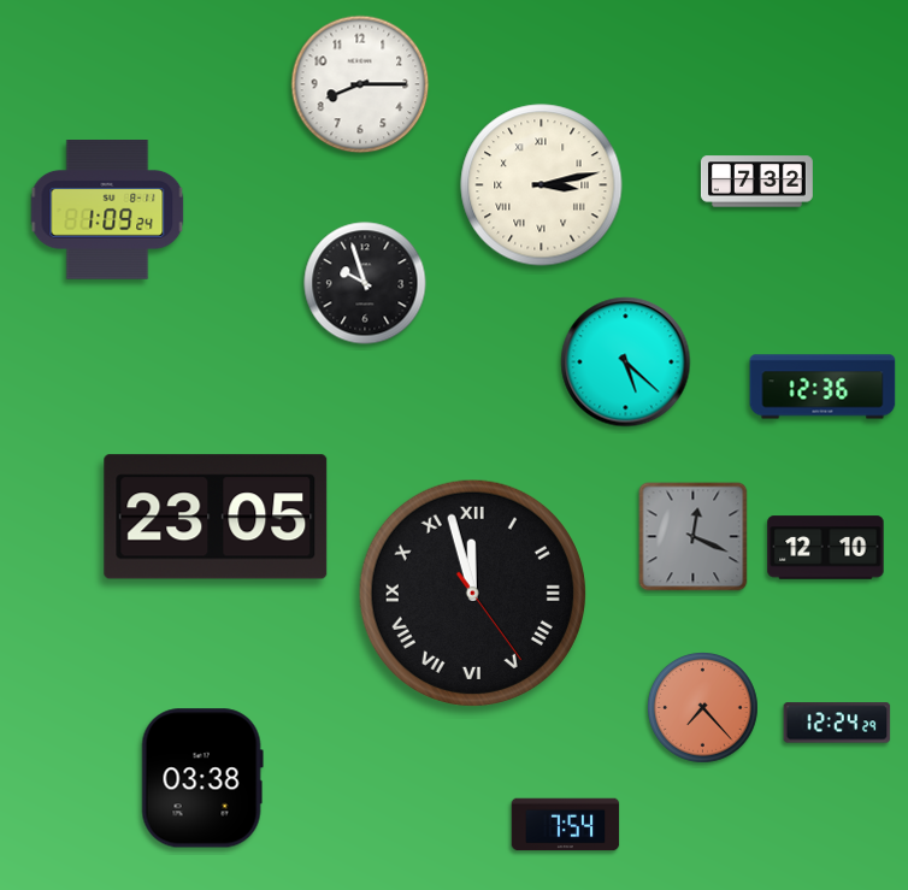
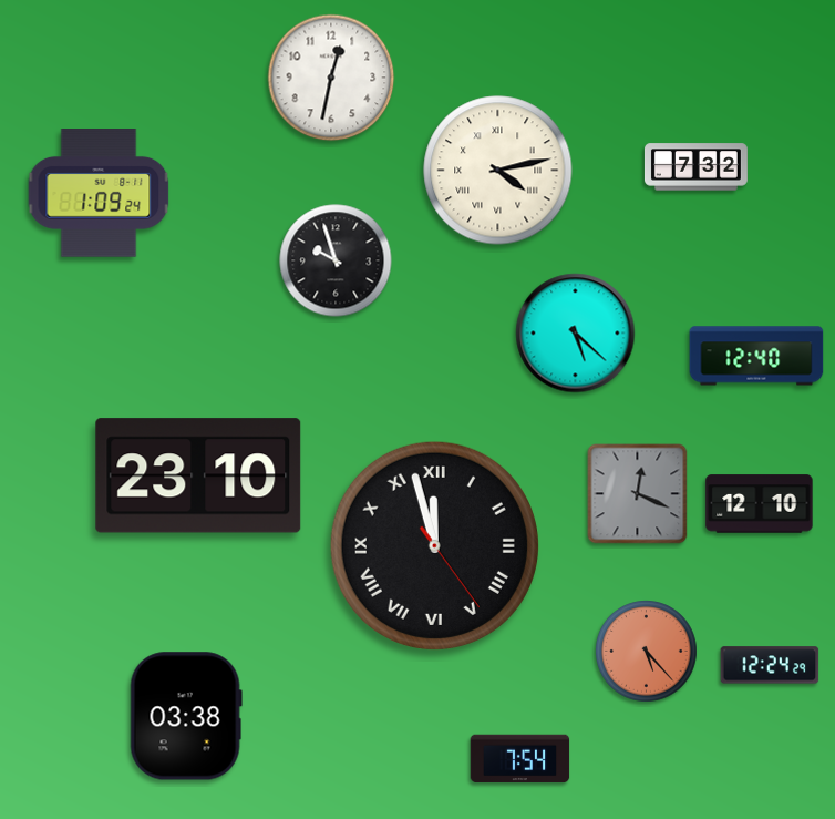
clock at (360, 84): 8:15 -> 12:32
clock at (542, 185): 3:13 -> 4:13
clock at (822, 387): 12:36 -> 12:40
clock at (216, 517): 23:05 -> 23:10
clock at (703, 708): 7:23 -> 5:23
